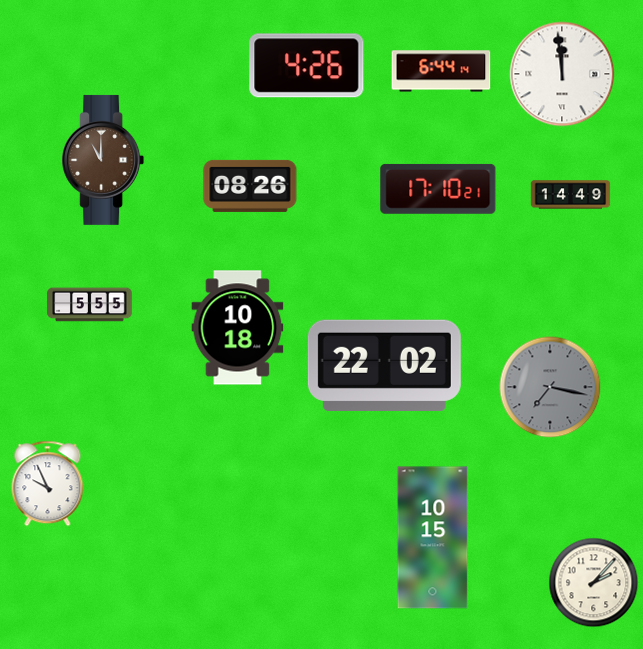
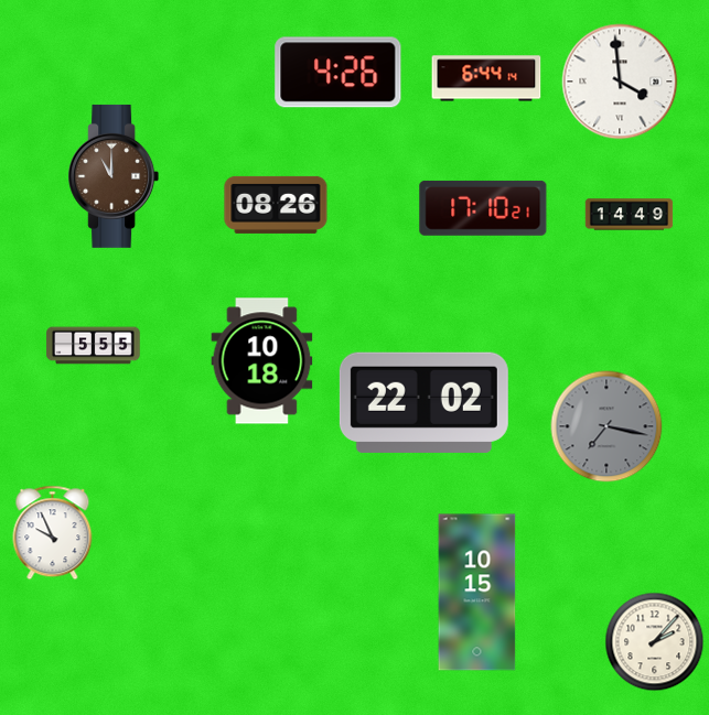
clock at (562, 74): 11:59 -> 3:59
clock at (90, 305) position: (90, 305) -> (94, 346)
